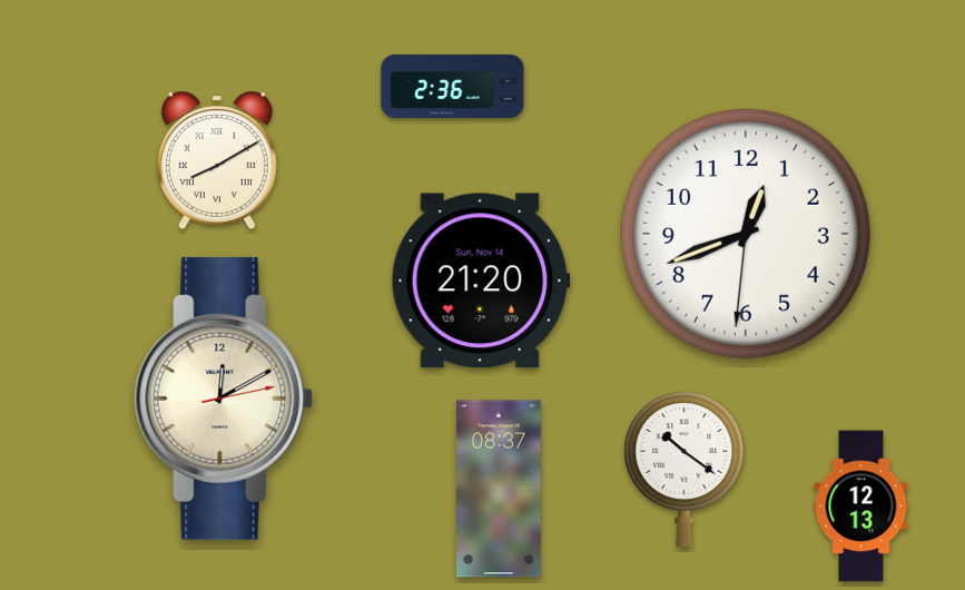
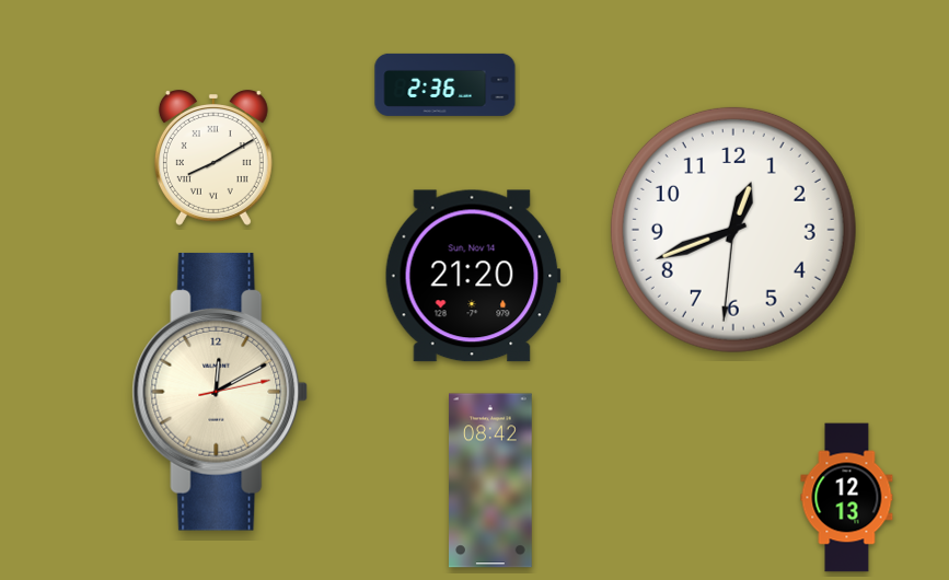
clock at (685, 470): 10:21 -> none
clock at (500, 489): 08:37 -> 08:42
